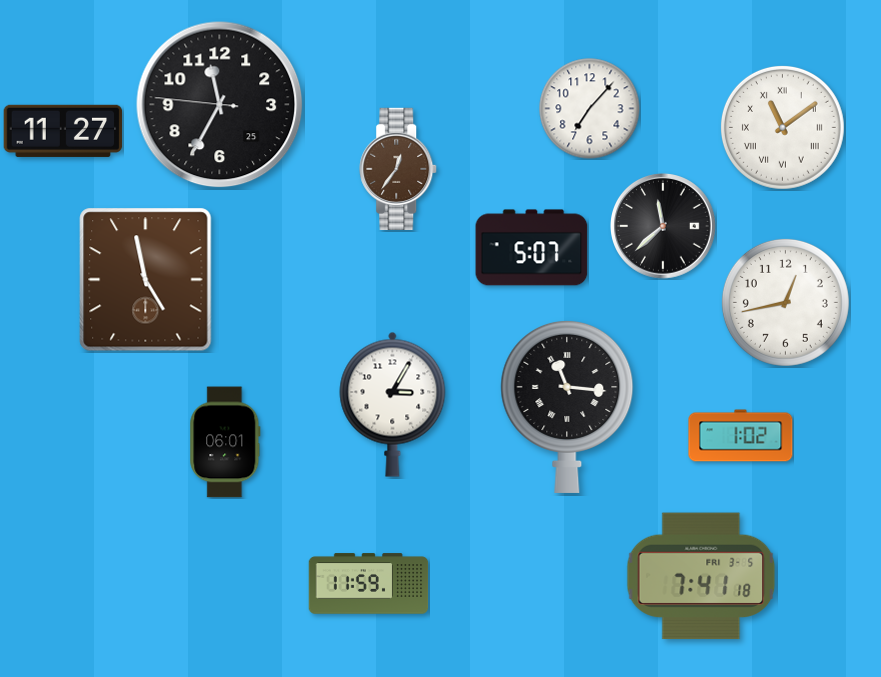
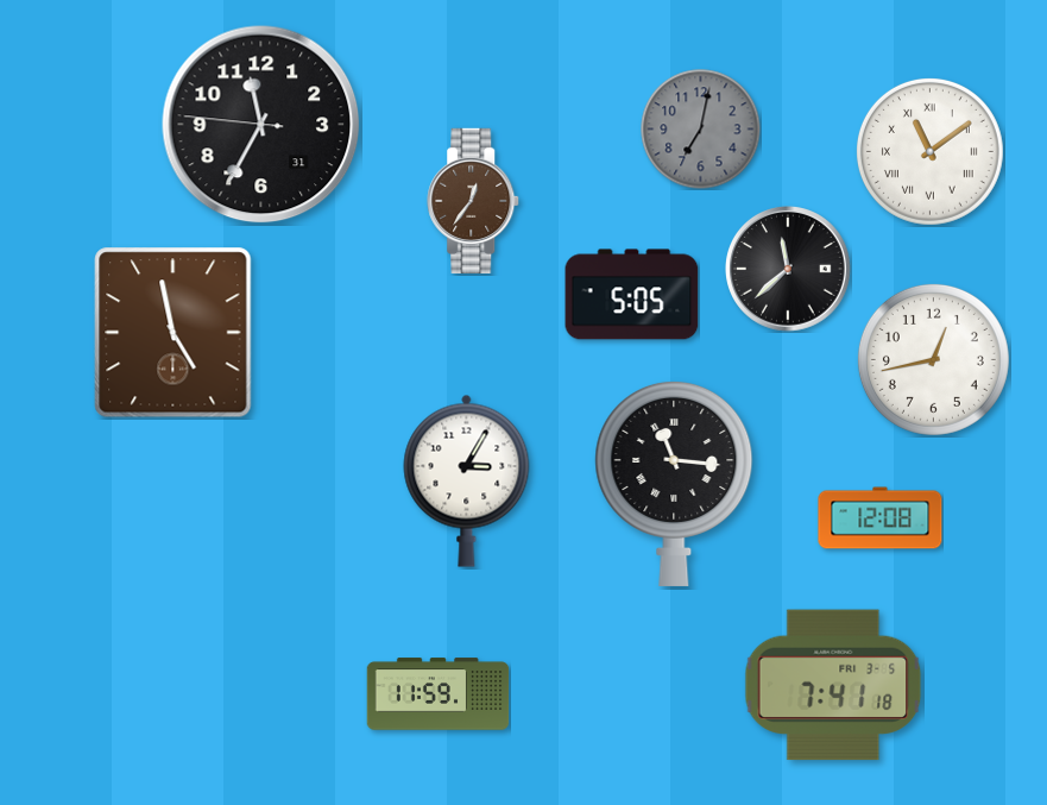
clock at (220, 105) date: 25 -> 31
clock at (590, 109): 7:07 -> 7:02
clock at (590, 109) dial: white -> grey
clock at (63, 131): 11:27 -> none
clock at (532, 248): 5:07 -> 5:05
clock at (741, 436): 1:02 -> 12:08
clock at (225, 442): 06:01 -> none
